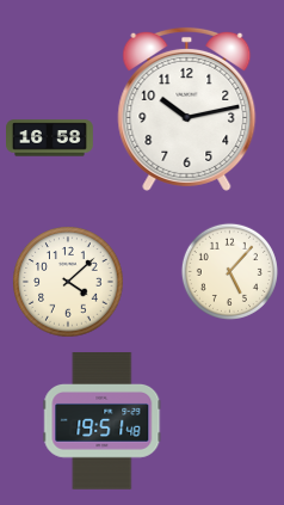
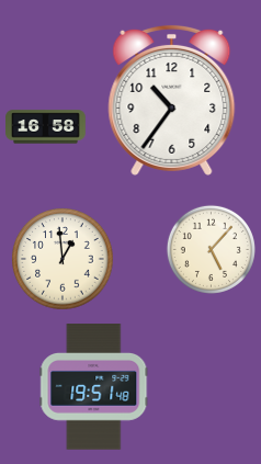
clock at (187, 109): 10:13 -> 10:36
clock at (68, 282): 4:08 -> 12:59
